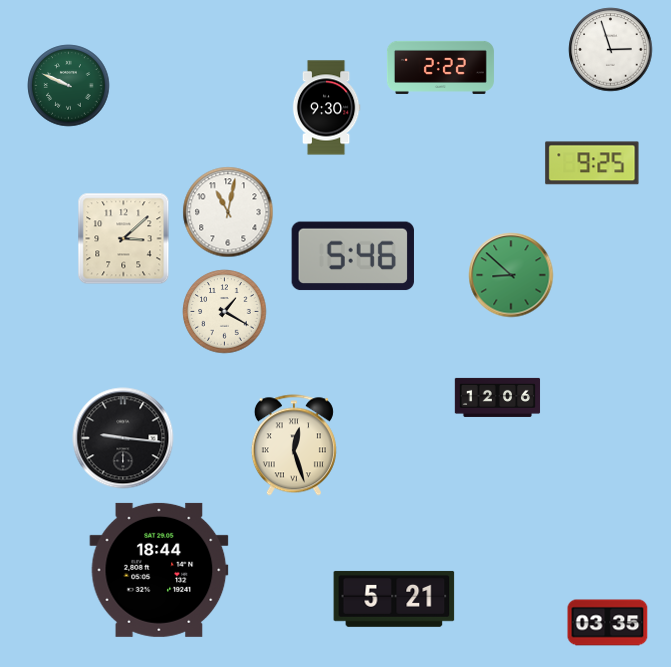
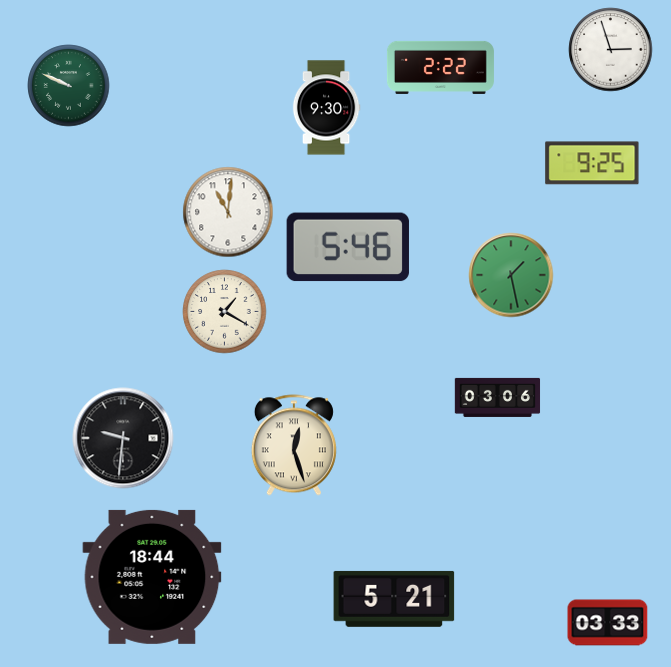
clock at (228, 212): 11:02 -> 11:01
clock at (124, 239): 3:08 -> none
clock at (352, 256) position: (352, 256) -> (347, 247)
clock at (511, 275): 8:52 -> 1:28
clock at (498, 397): 12:06 -> 03:06
clock at (123, 438): 9:16 -> 9:31
clock at (159, 570) position: (159, 570) -> (152, 577)
clock at (608, 623): 03:35 -> 03:33
